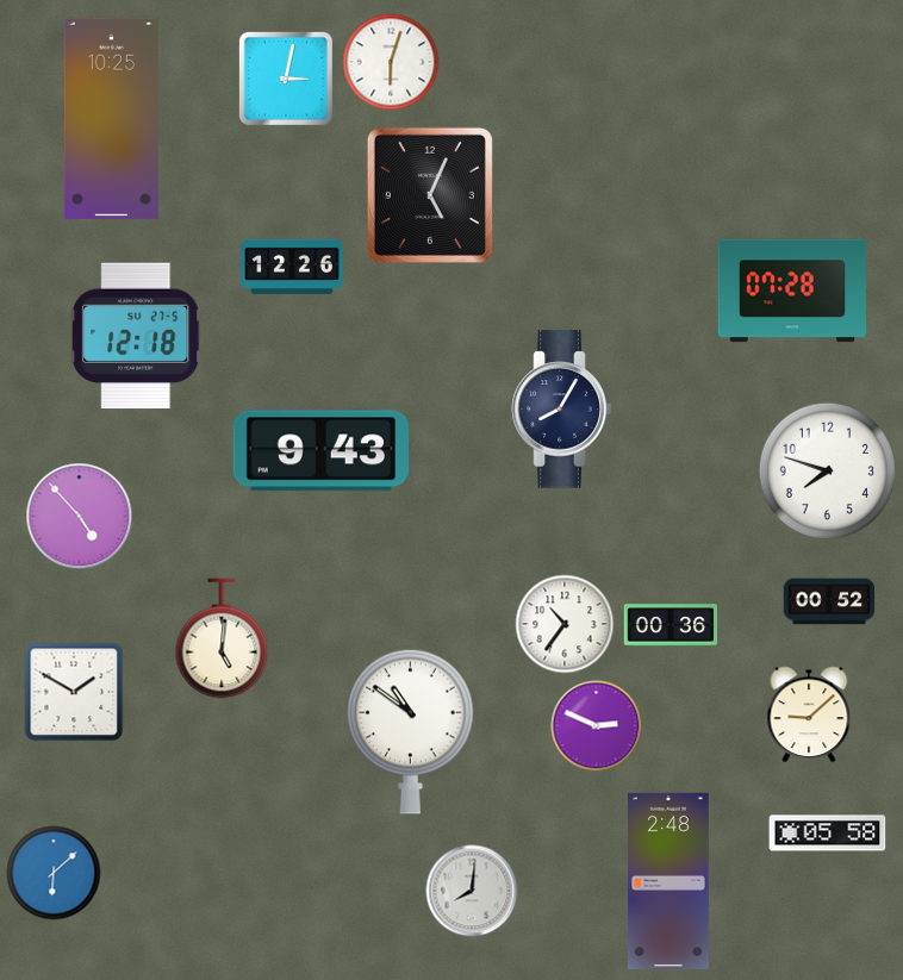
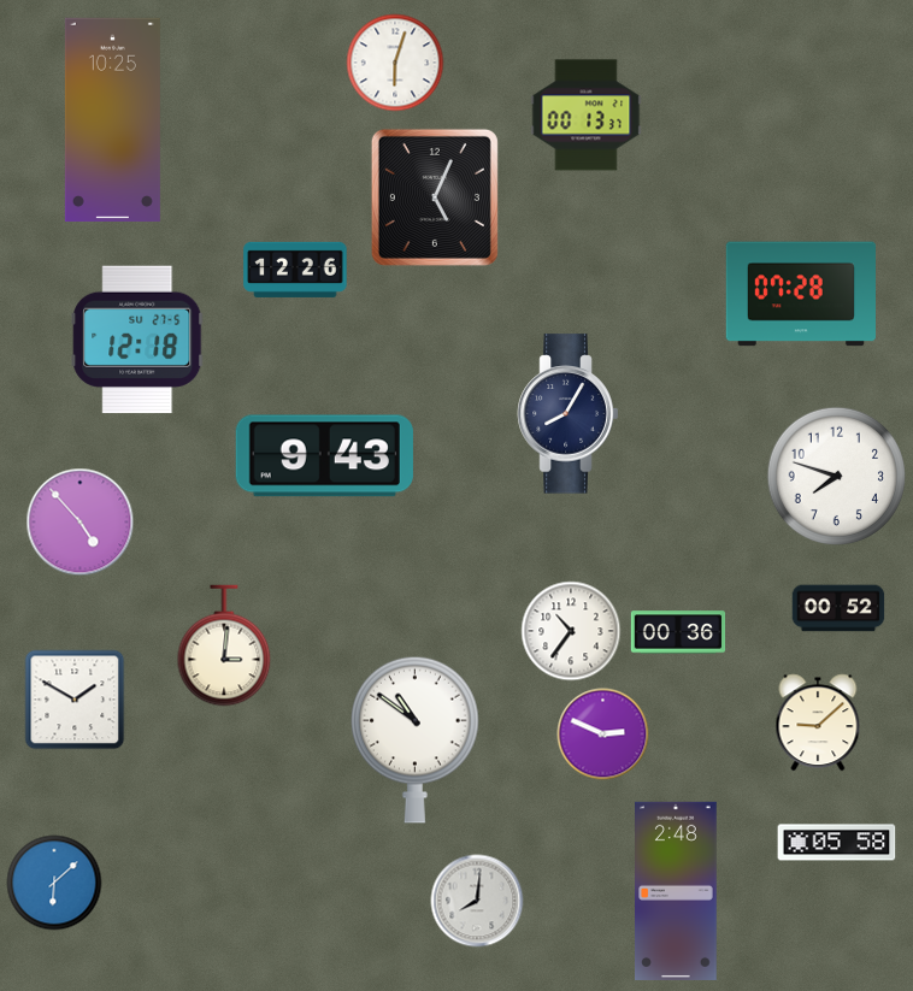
clock at (286, 79): 3:02 -> none
clock at (587, 116): none -> 00:13
clock at (222, 638): 5:01 -> 3:01
